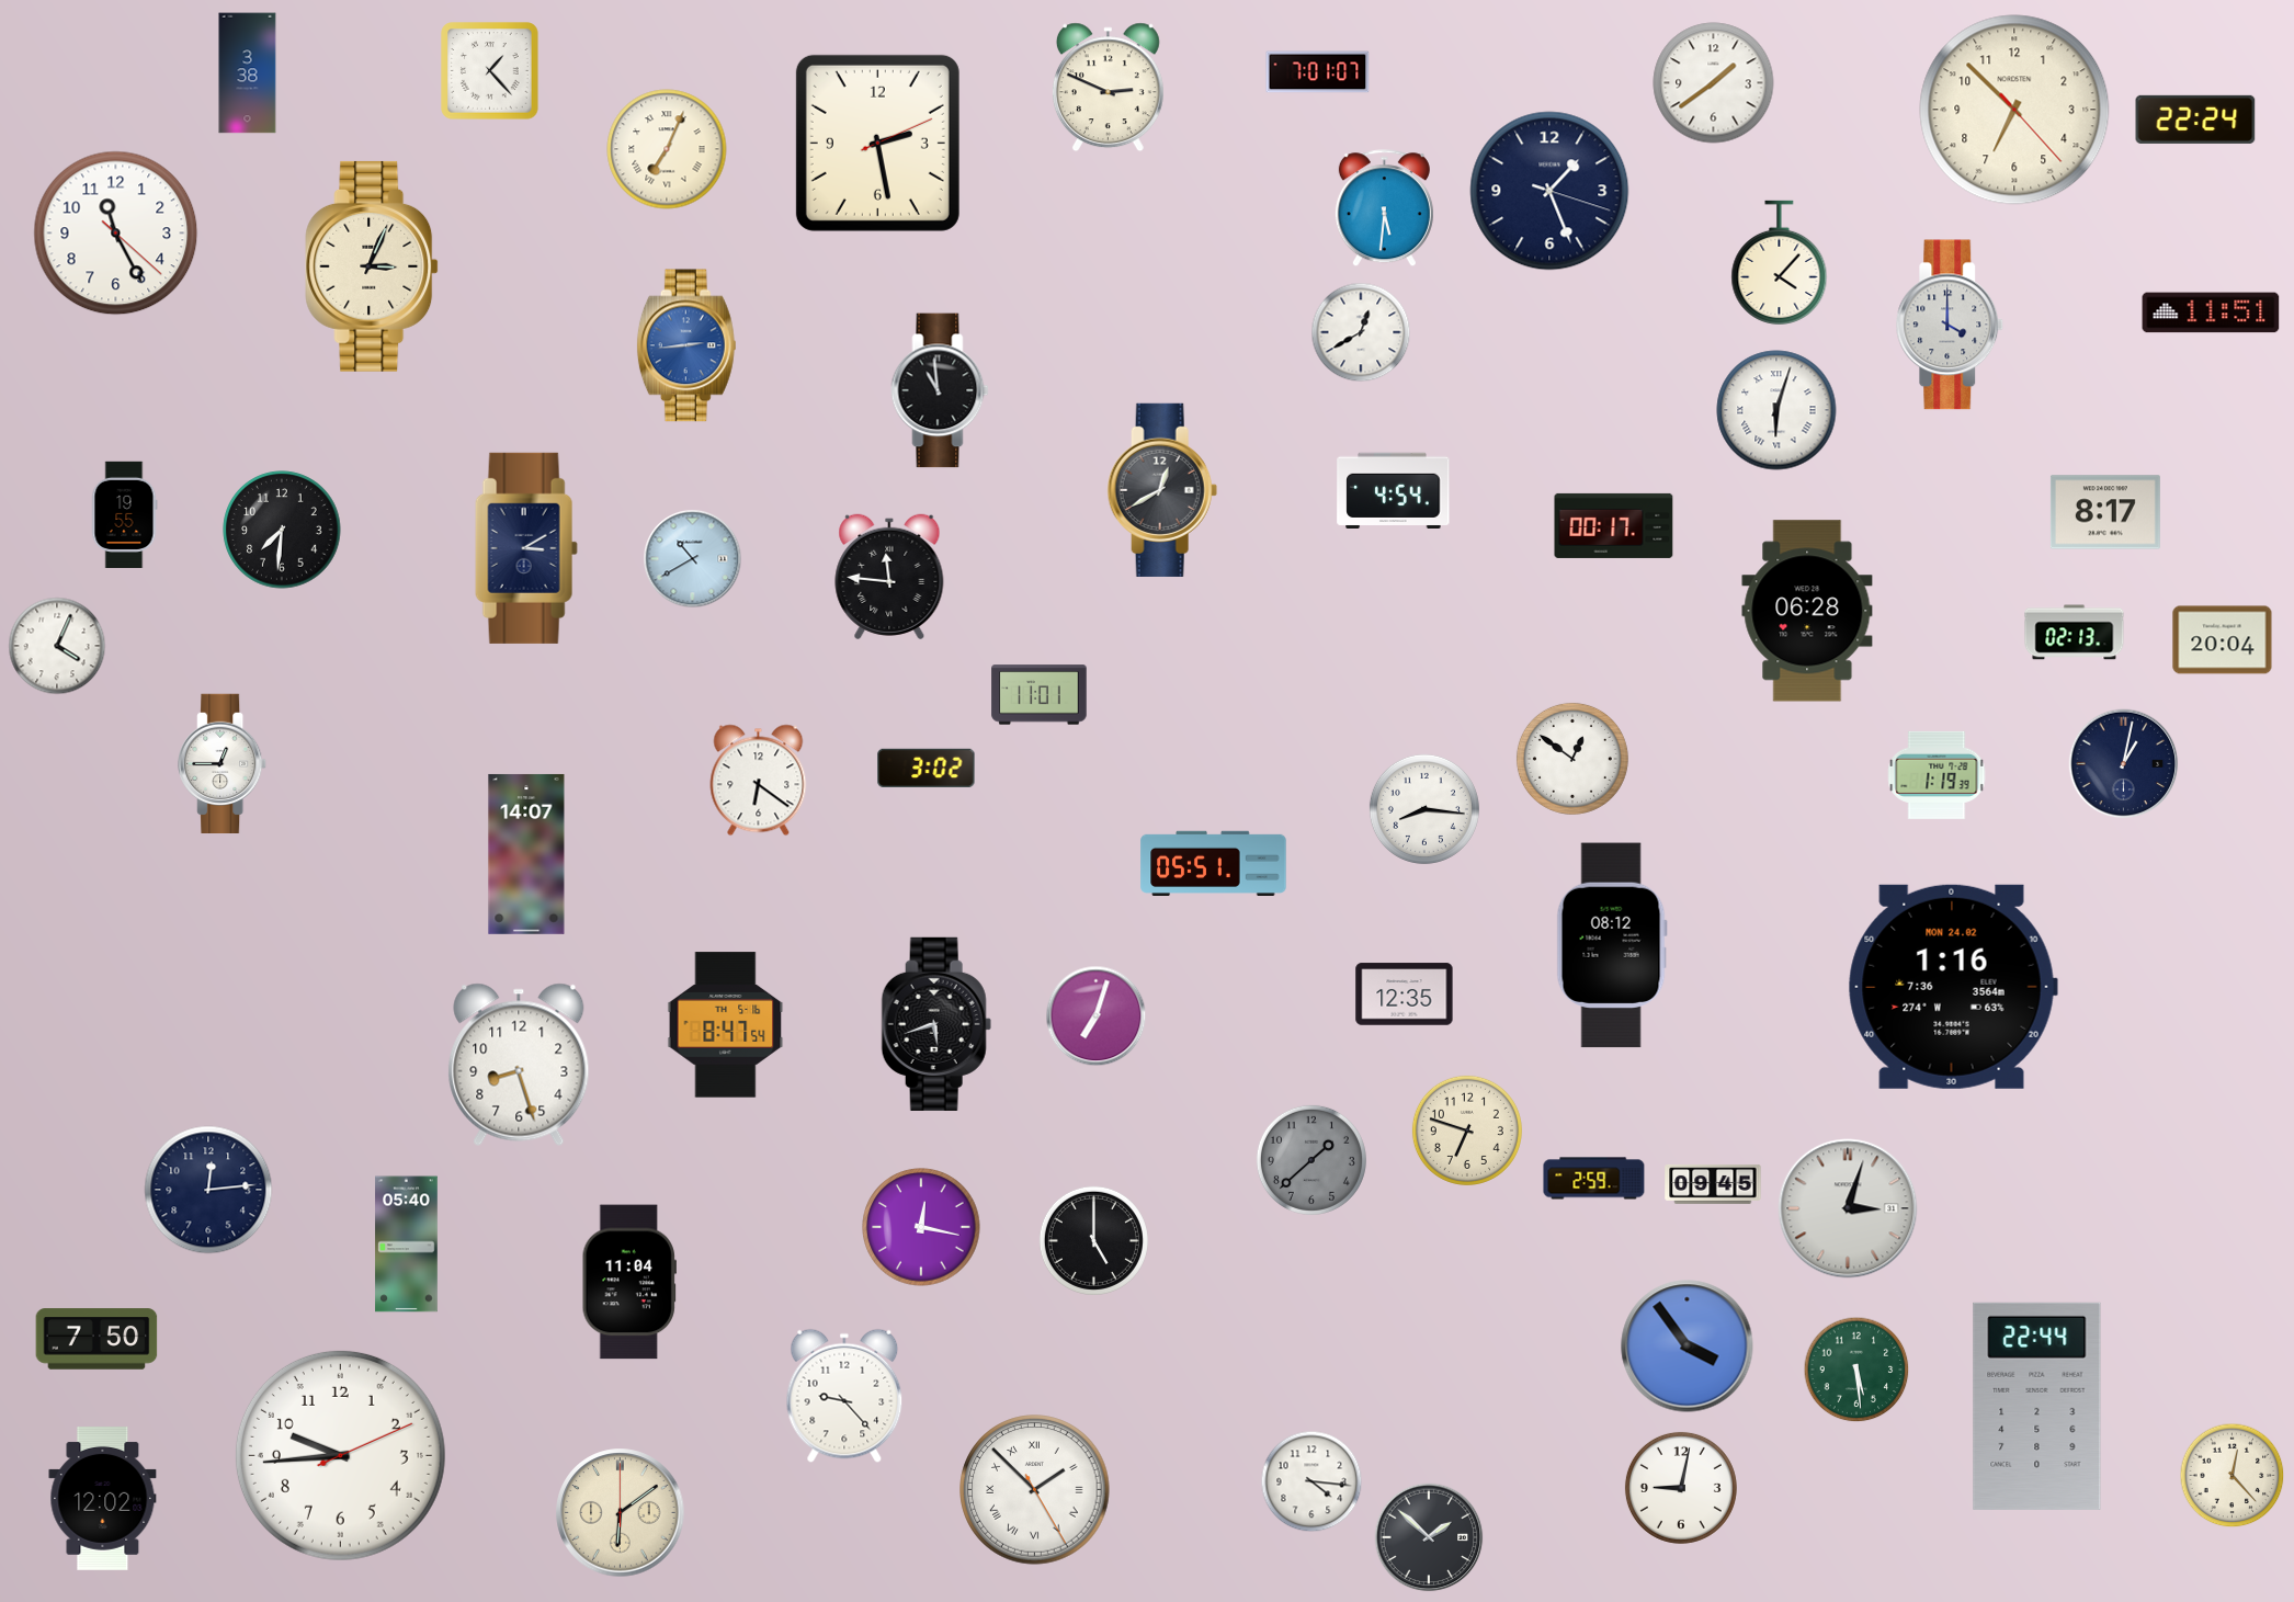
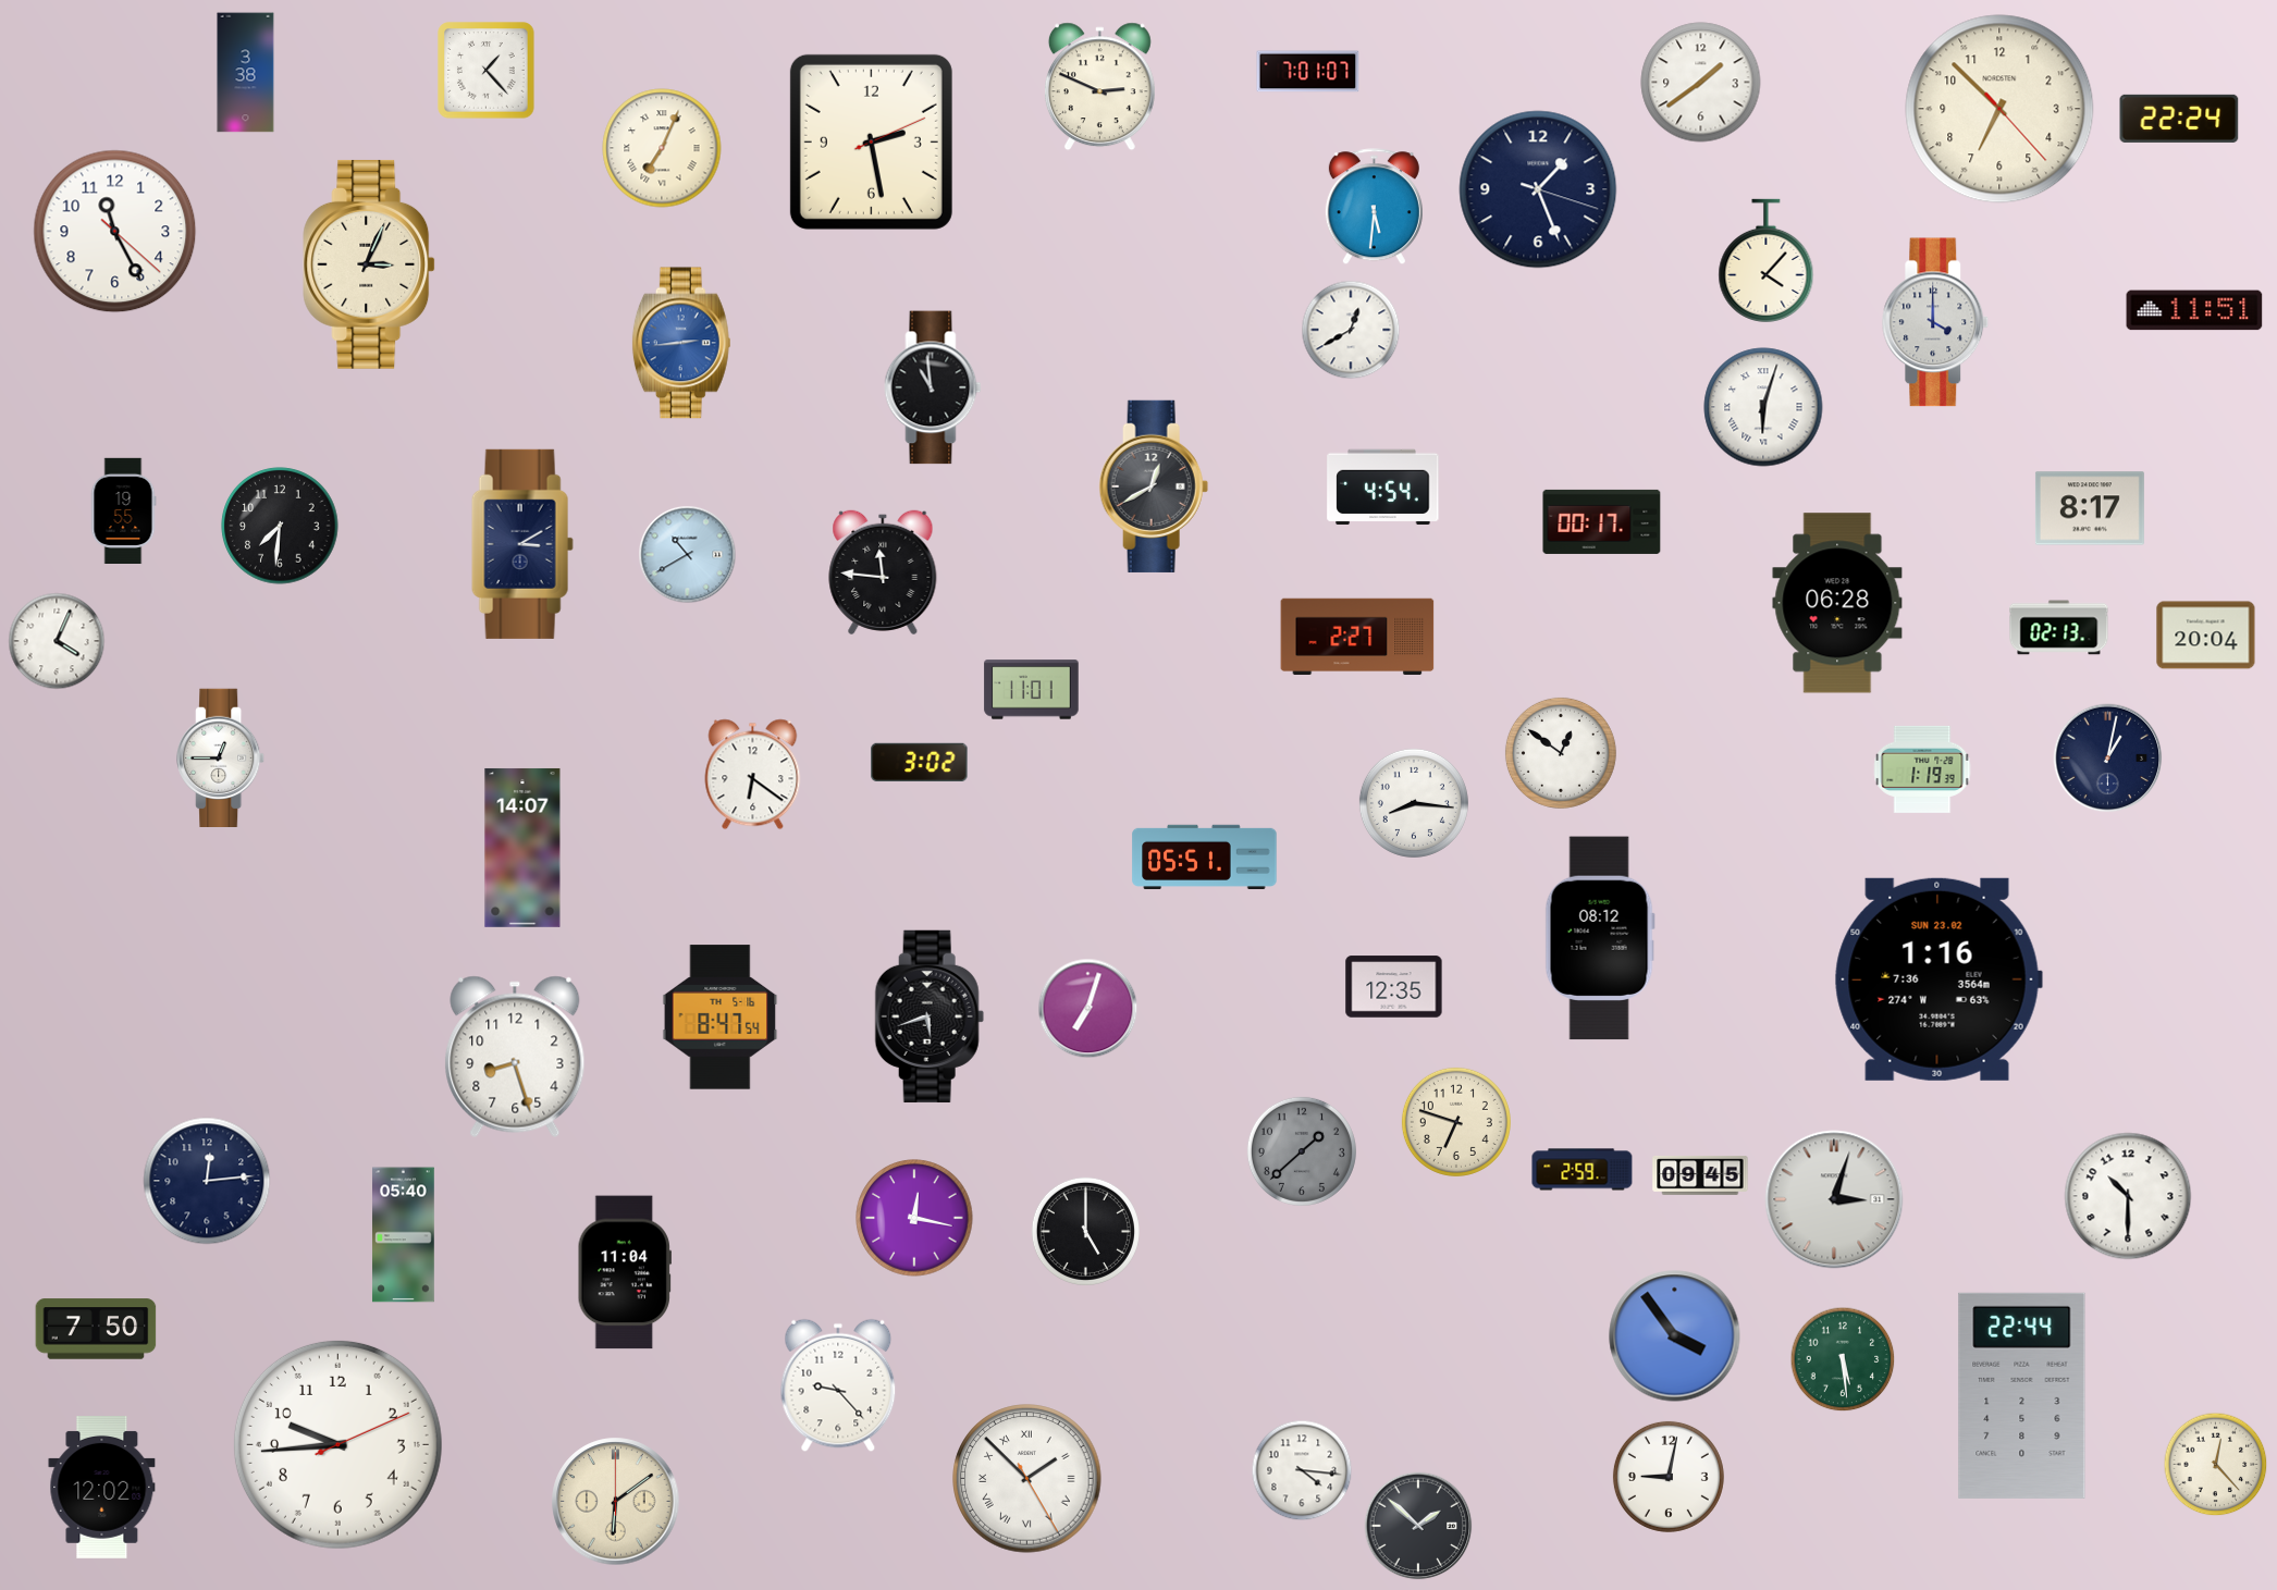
clock at (1807, 611) position: (1807, 611) -> (1837, 603)
clock at (1357, 636): none -> 2:27
clock at (1953, 987) date: MON 24.02 -> SUN 23.02
clock at (2128, 1196): none -> 10:30
